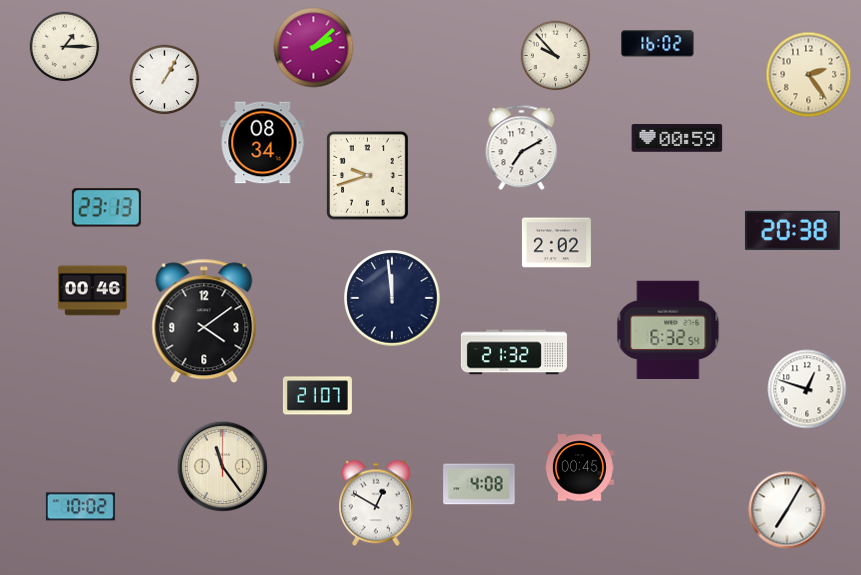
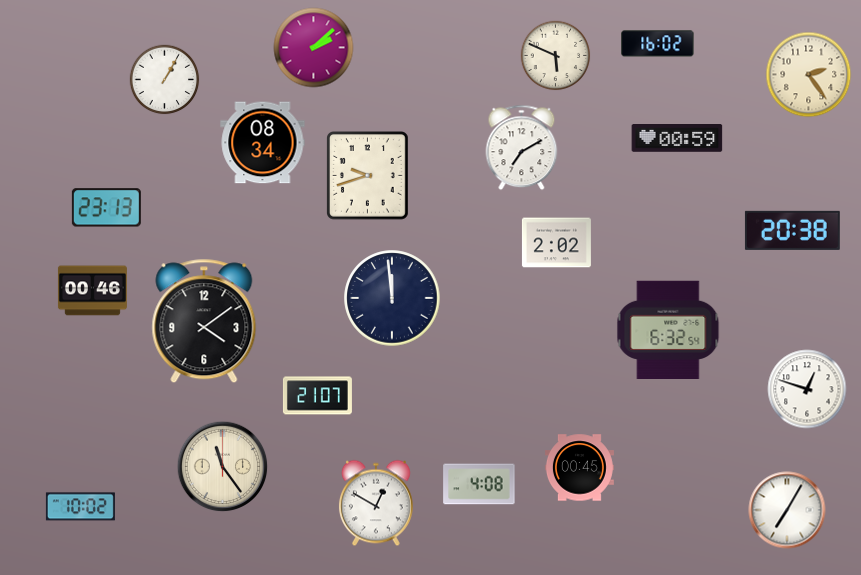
clock at (65, 47): 1:15 -> none
clock at (556, 56): 9:53 -> 5:49
clock at (514, 352): 21:32 -> none
